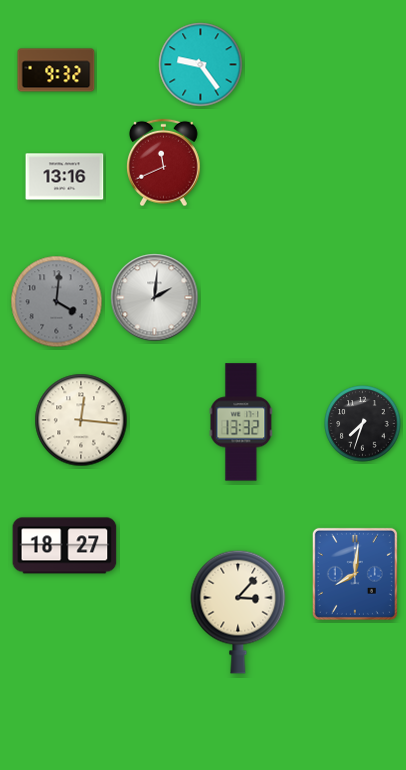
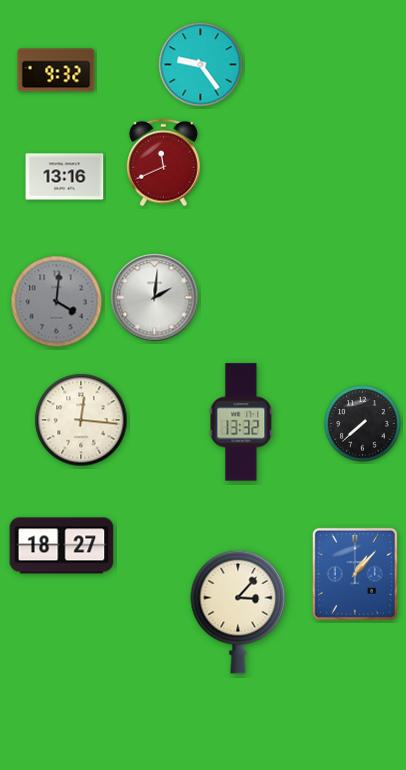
clock at (363, 424): 7:33 -> 7:38
clock at (65, 546) position: (65, 546) -> (62, 546)
clock at (355, 574): 8:01 -> 1:07
